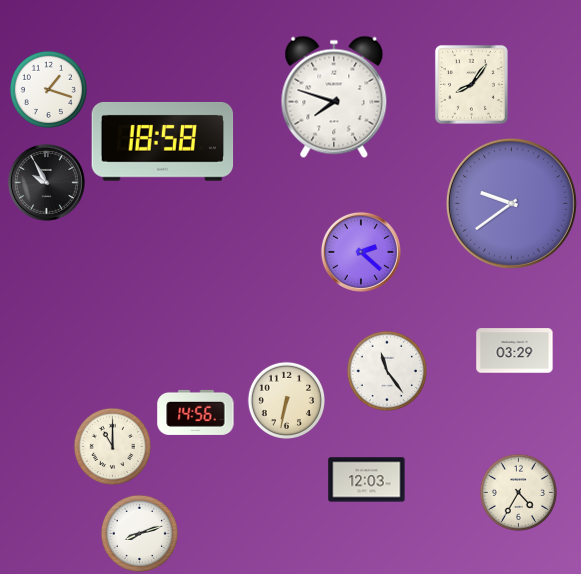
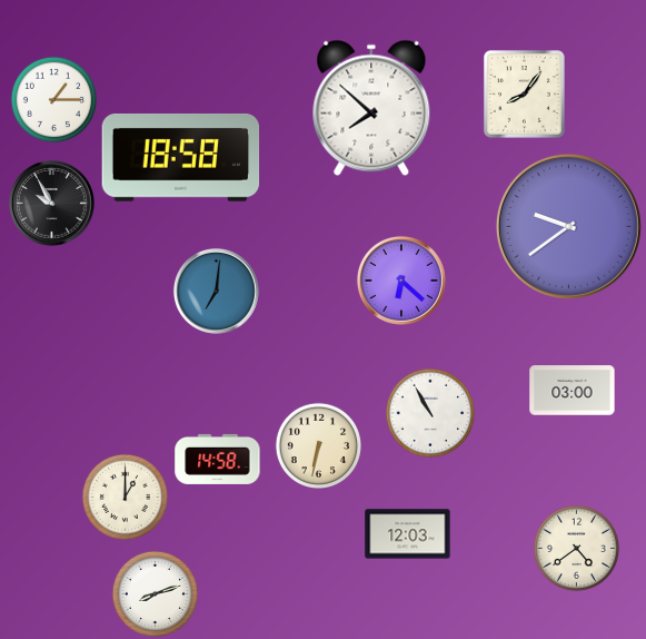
clock at (48, 89): 1:18 -> 1:15
clock at (334, 97): 7:48 -> 7:52
clock at (361, 252): 2:22 -> 6:22
clock at (216, 291): none -> 7:01
clock at (515, 351): 03:29 -> 03:00
clock at (387, 371): 11:24 -> 10:55
clock at (196, 412): 14:56 -> 14:58
clock at (112, 446): 11:00 -> 1:00
clock at (518, 492): 4:35 -> 4:39
